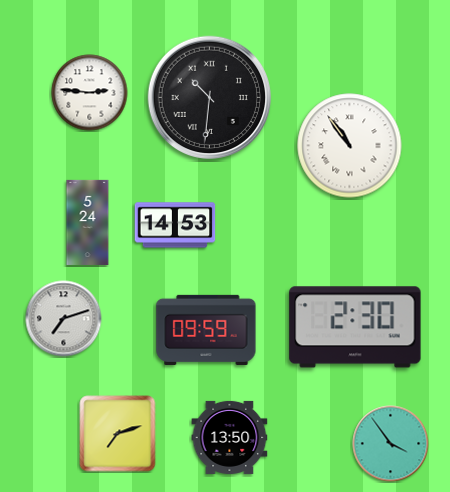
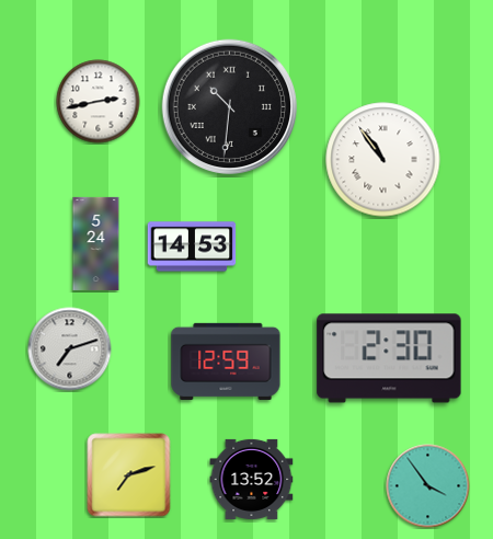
clock at (90, 93): 2:46 -> 2:43
clock at (206, 330): 09:59 -> 12:59
clock at (230, 437): 13:50 -> 13:52
